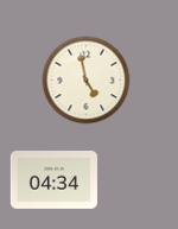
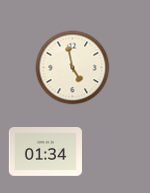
clock at (53, 180): 04:34 -> 01:34
